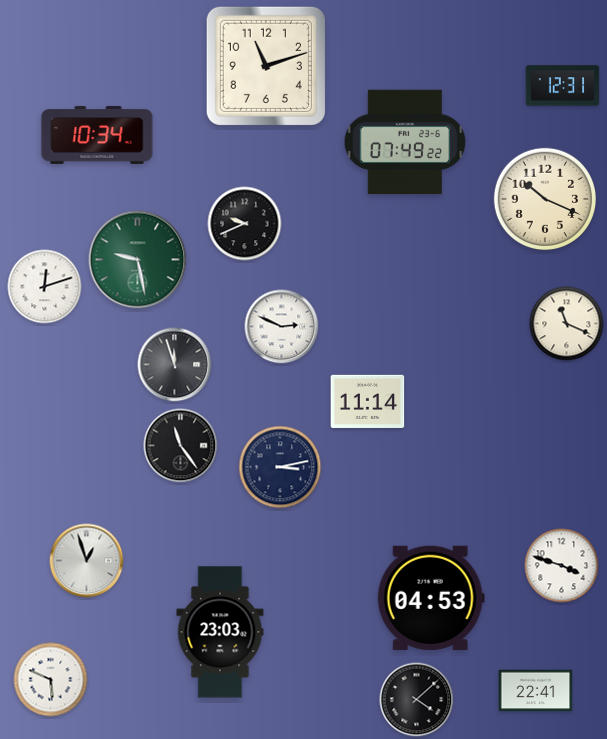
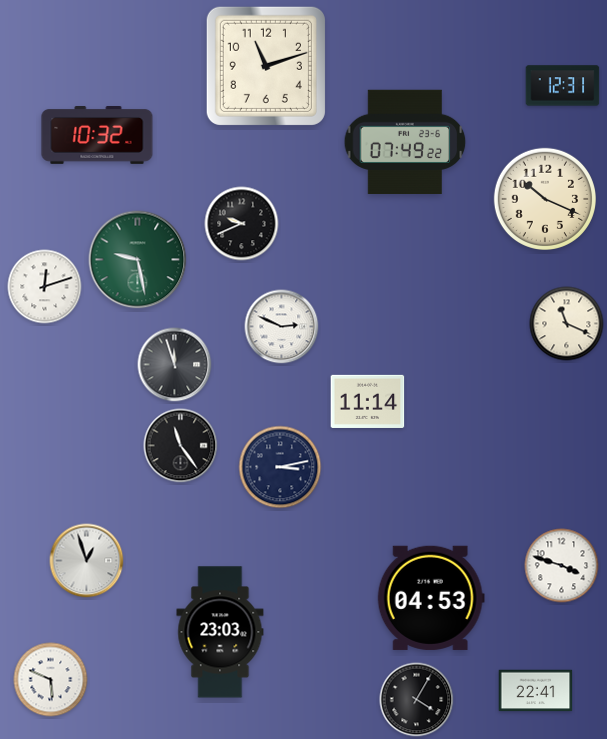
clock at (97, 136): 10:34 -> 10:32
clock at (245, 224) position: (245, 224) -> (242, 224)
clock at (417, 700): 4:08 -> 4:05
